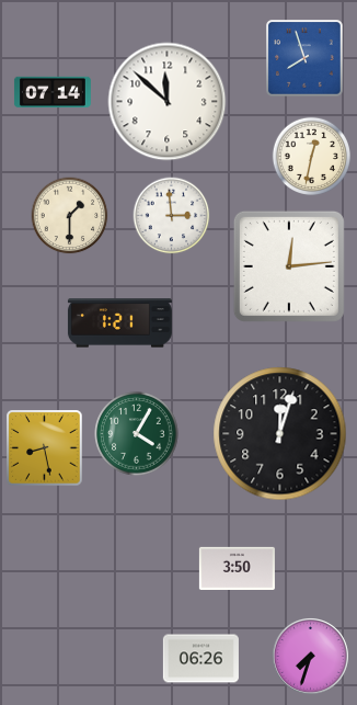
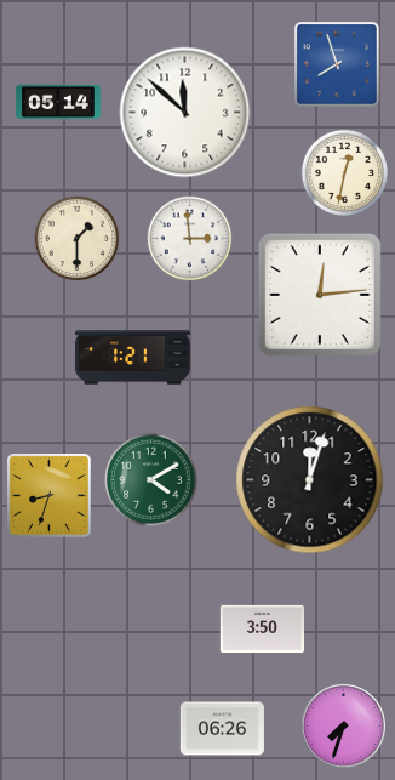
clock at (53, 91): 07:14 -> 05:14
clock at (137, 434): 4:05 -> 4:10
clock at (45, 448): 8:28 -> 8:33
